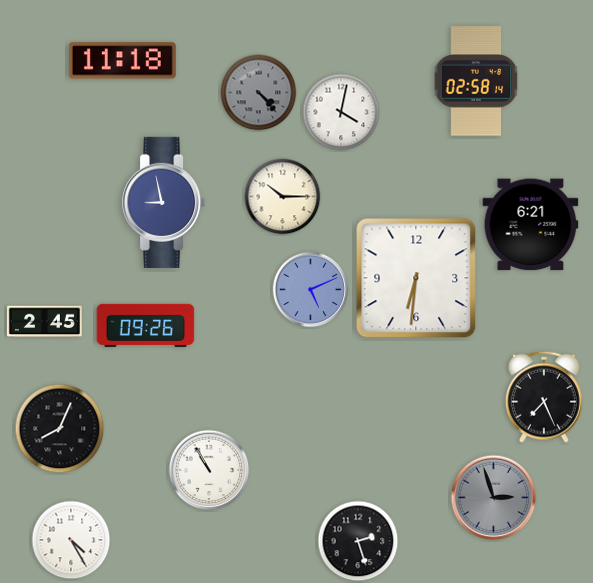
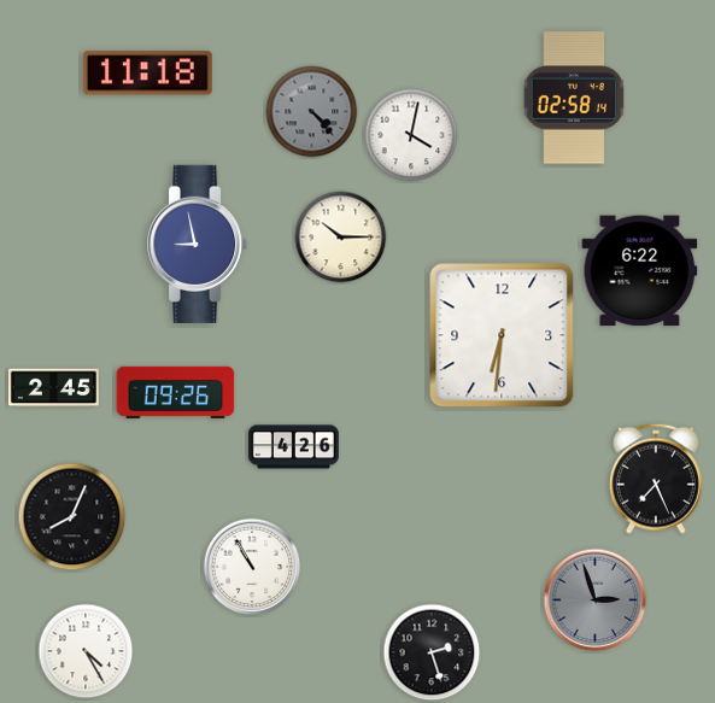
clock at (531, 225): 6:21 -> 6:22
clock at (311, 290): 5:11 -> none
clock at (293, 447): none -> 4:26
